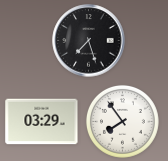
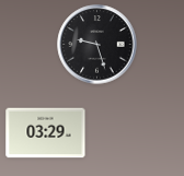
clock at (89, 41): 7:27 -> 9:27
clock at (122, 121): 7:54 -> none
